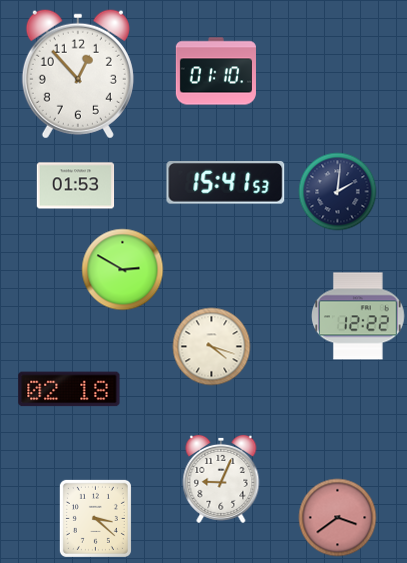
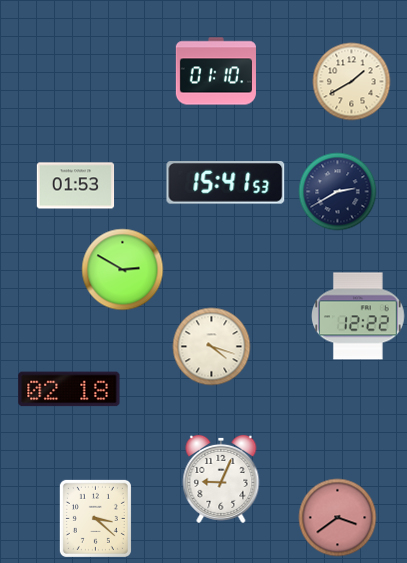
clock at (78, 74): 12:53 -> none
clock at (351, 81): none -> 1:40
clock at (337, 191): 2:01 -> 2:40
